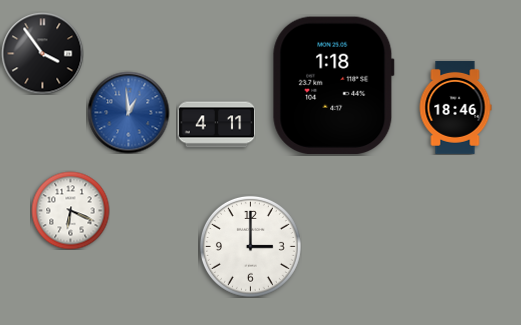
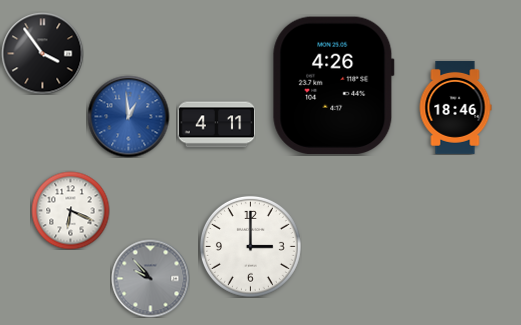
clock at (333, 85): 1:18 -> 4:26
clock at (128, 112) position: (128, 112) -> (128, 116)
clock at (150, 278): none -> 9:53
